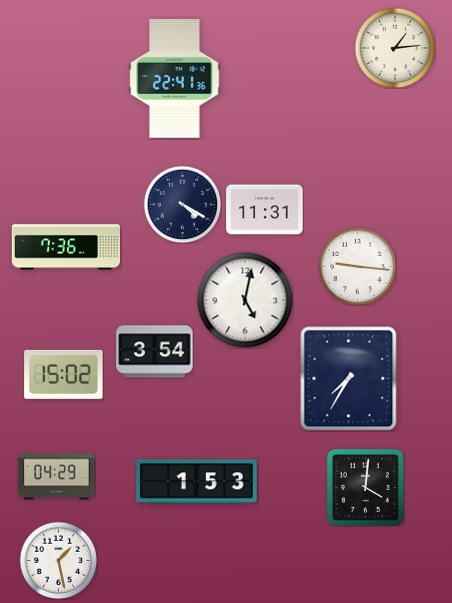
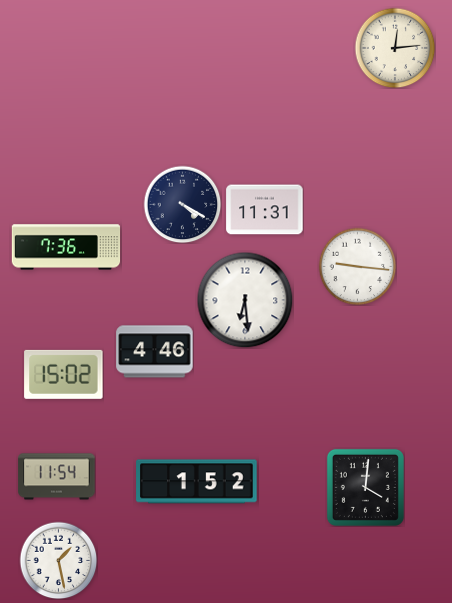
clock at (395, 48): 1:14 -> 12:14
clock at (175, 79): 22:41 -> none
clock at (245, 300): 5:02 -> 6:29
clock at (155, 352): 3:54 -> 4:46
clock at (349, 379): 7:35 -> none
clock at (57, 477): 04:29 -> 11:54
clock at (197, 482): 1:53 -> 1:52
